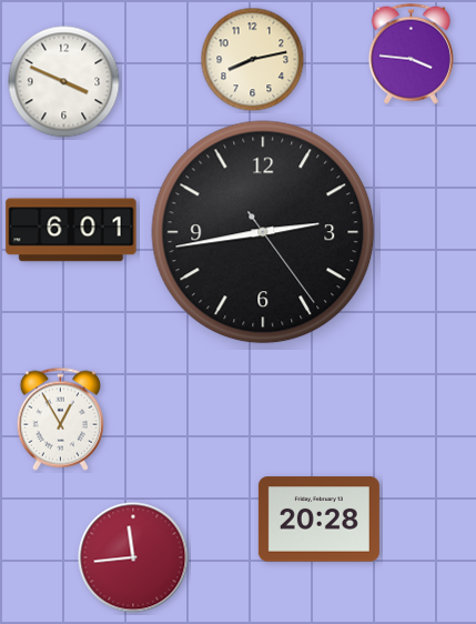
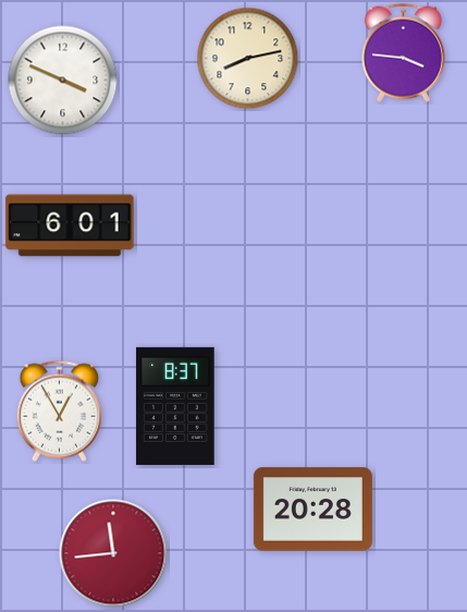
clock at (263, 232): 2:43 -> none
clock at (175, 406): none -> 8:37
clock at (133, 557) position: (133, 557) -> (113, 553)
